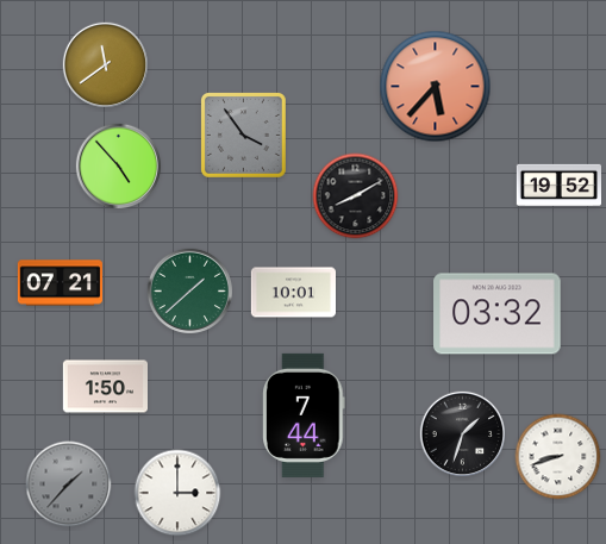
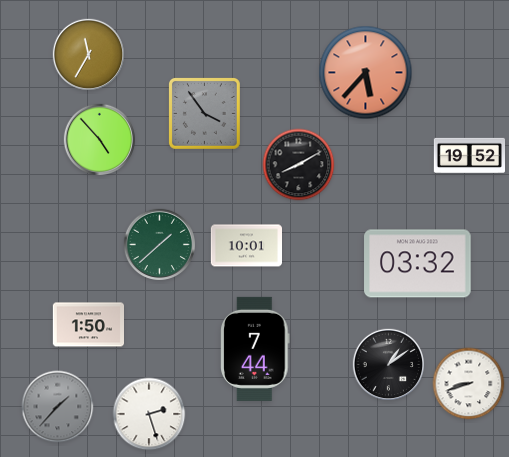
clock at (105, 64): 11:39 -> 11:35
clock at (60, 283): 07:21 -> none
clock at (462, 433): 1:33 -> 1:09
clock at (177, 493): 3:00 -> 2:27
